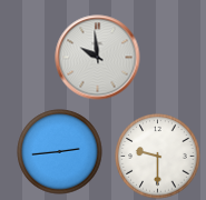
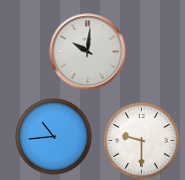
clock at (98, 58): 9:59 -> 10:01
clock at (60, 152): 2:44 -> 10:44
